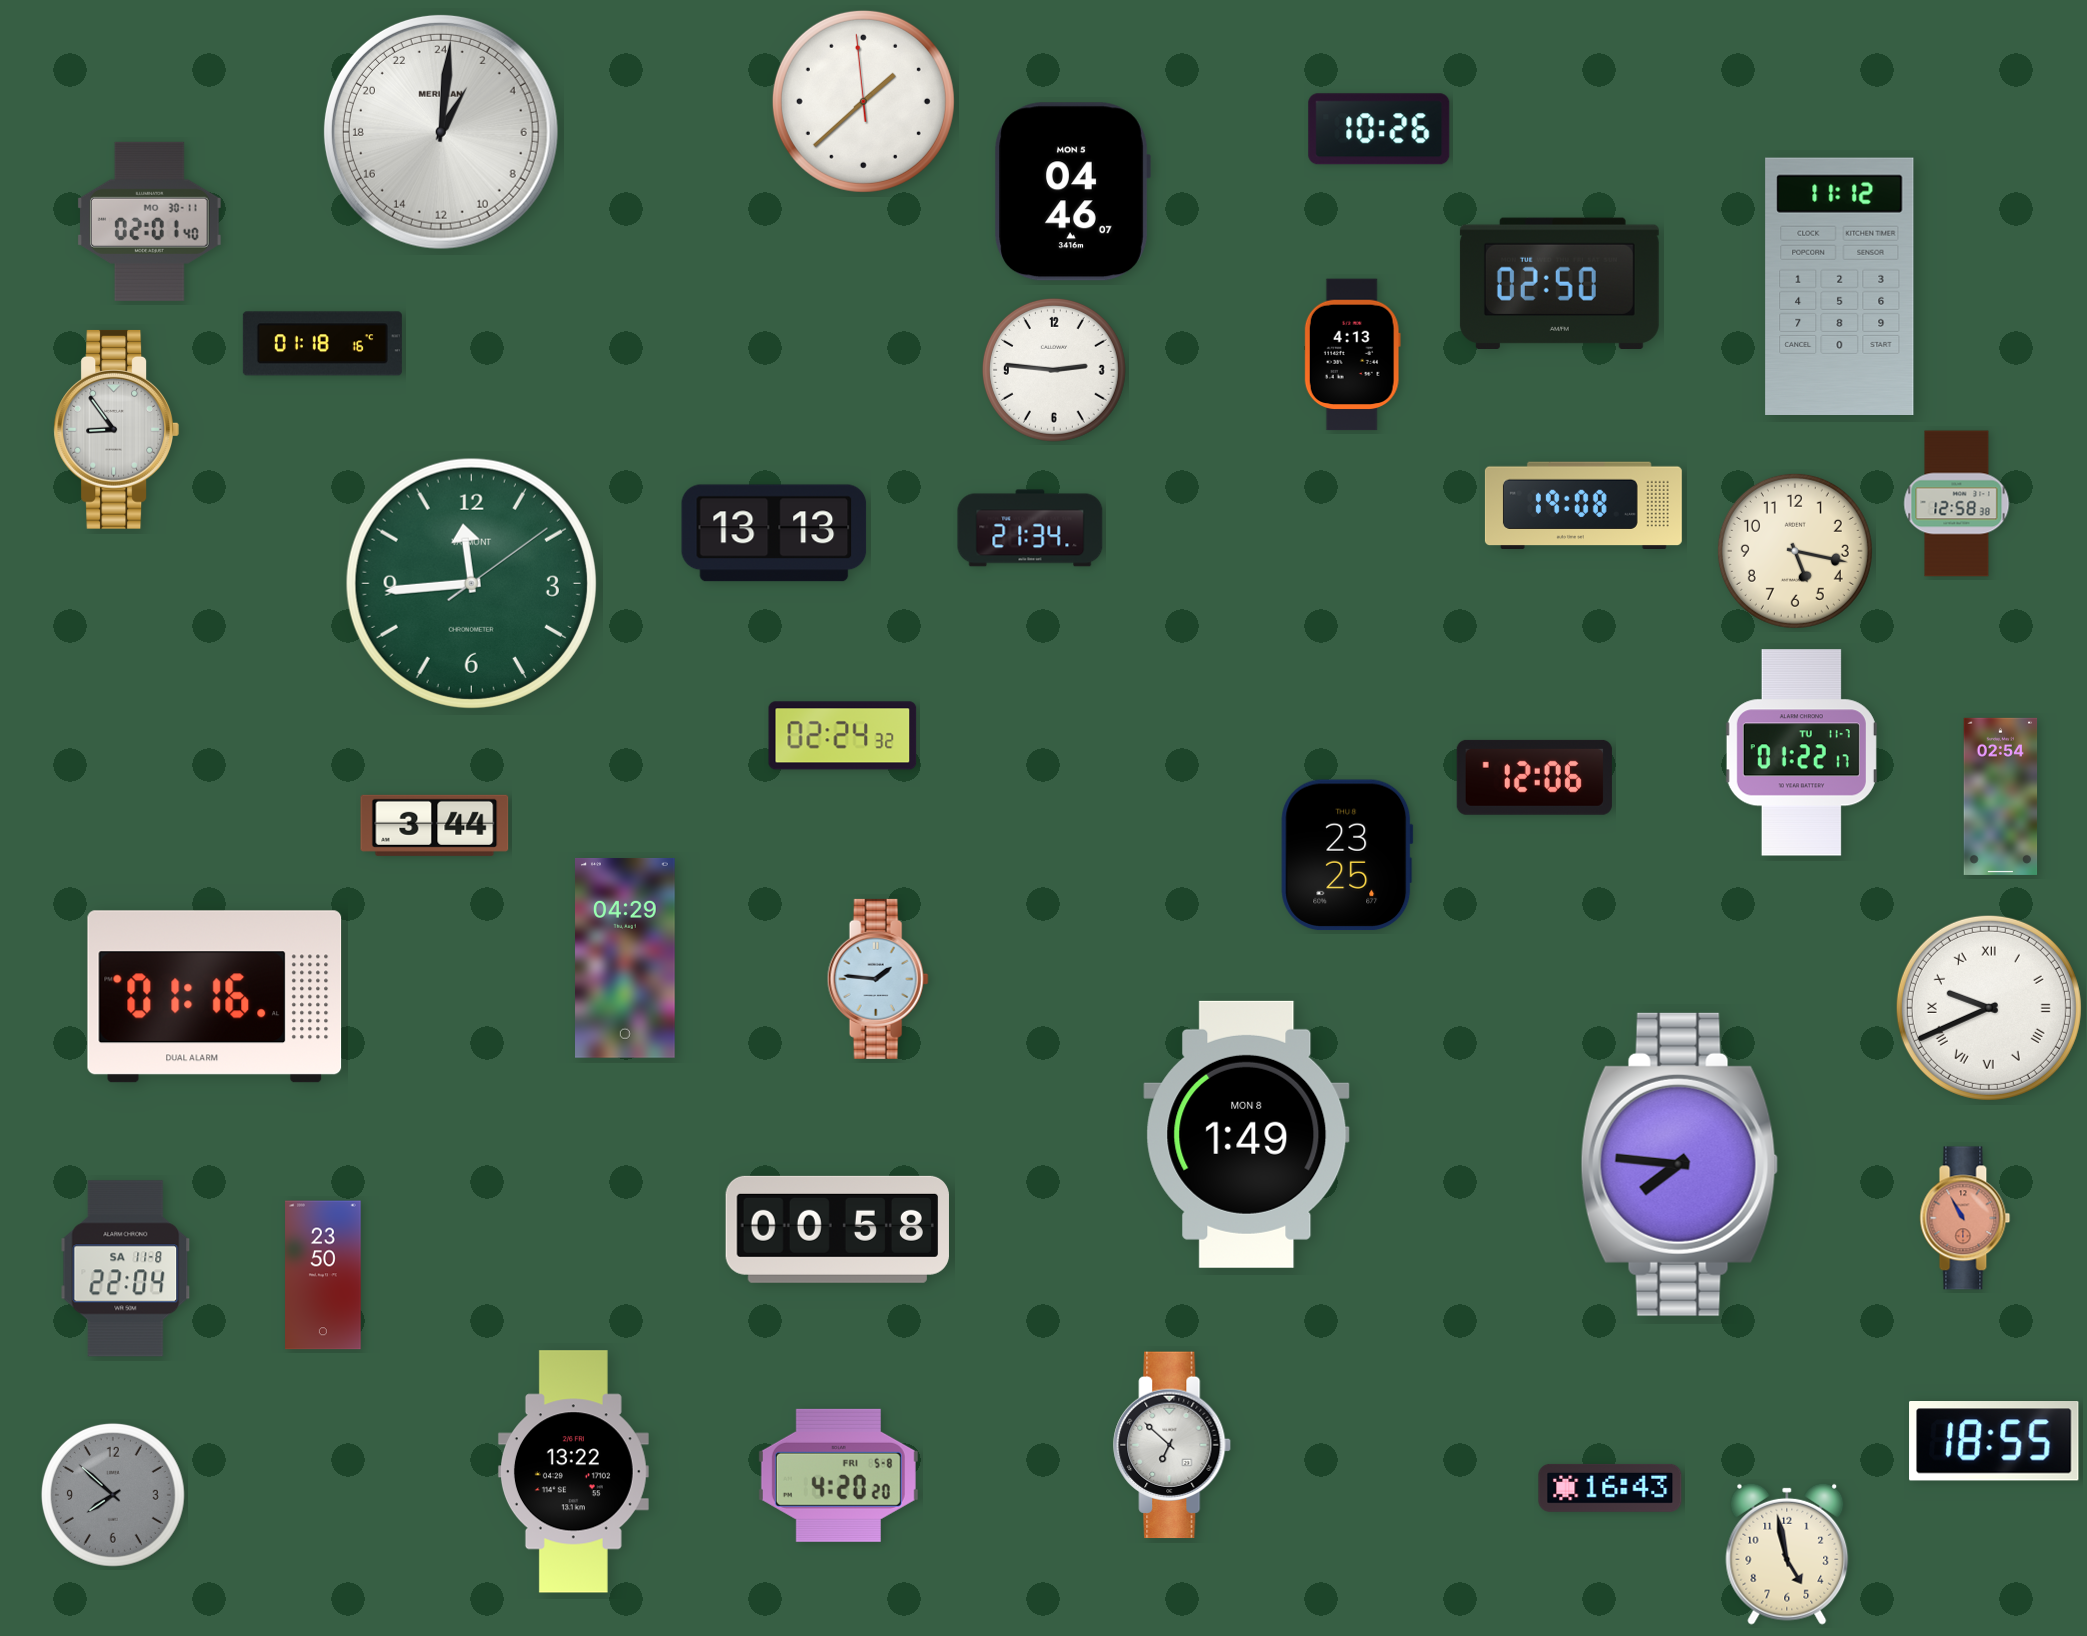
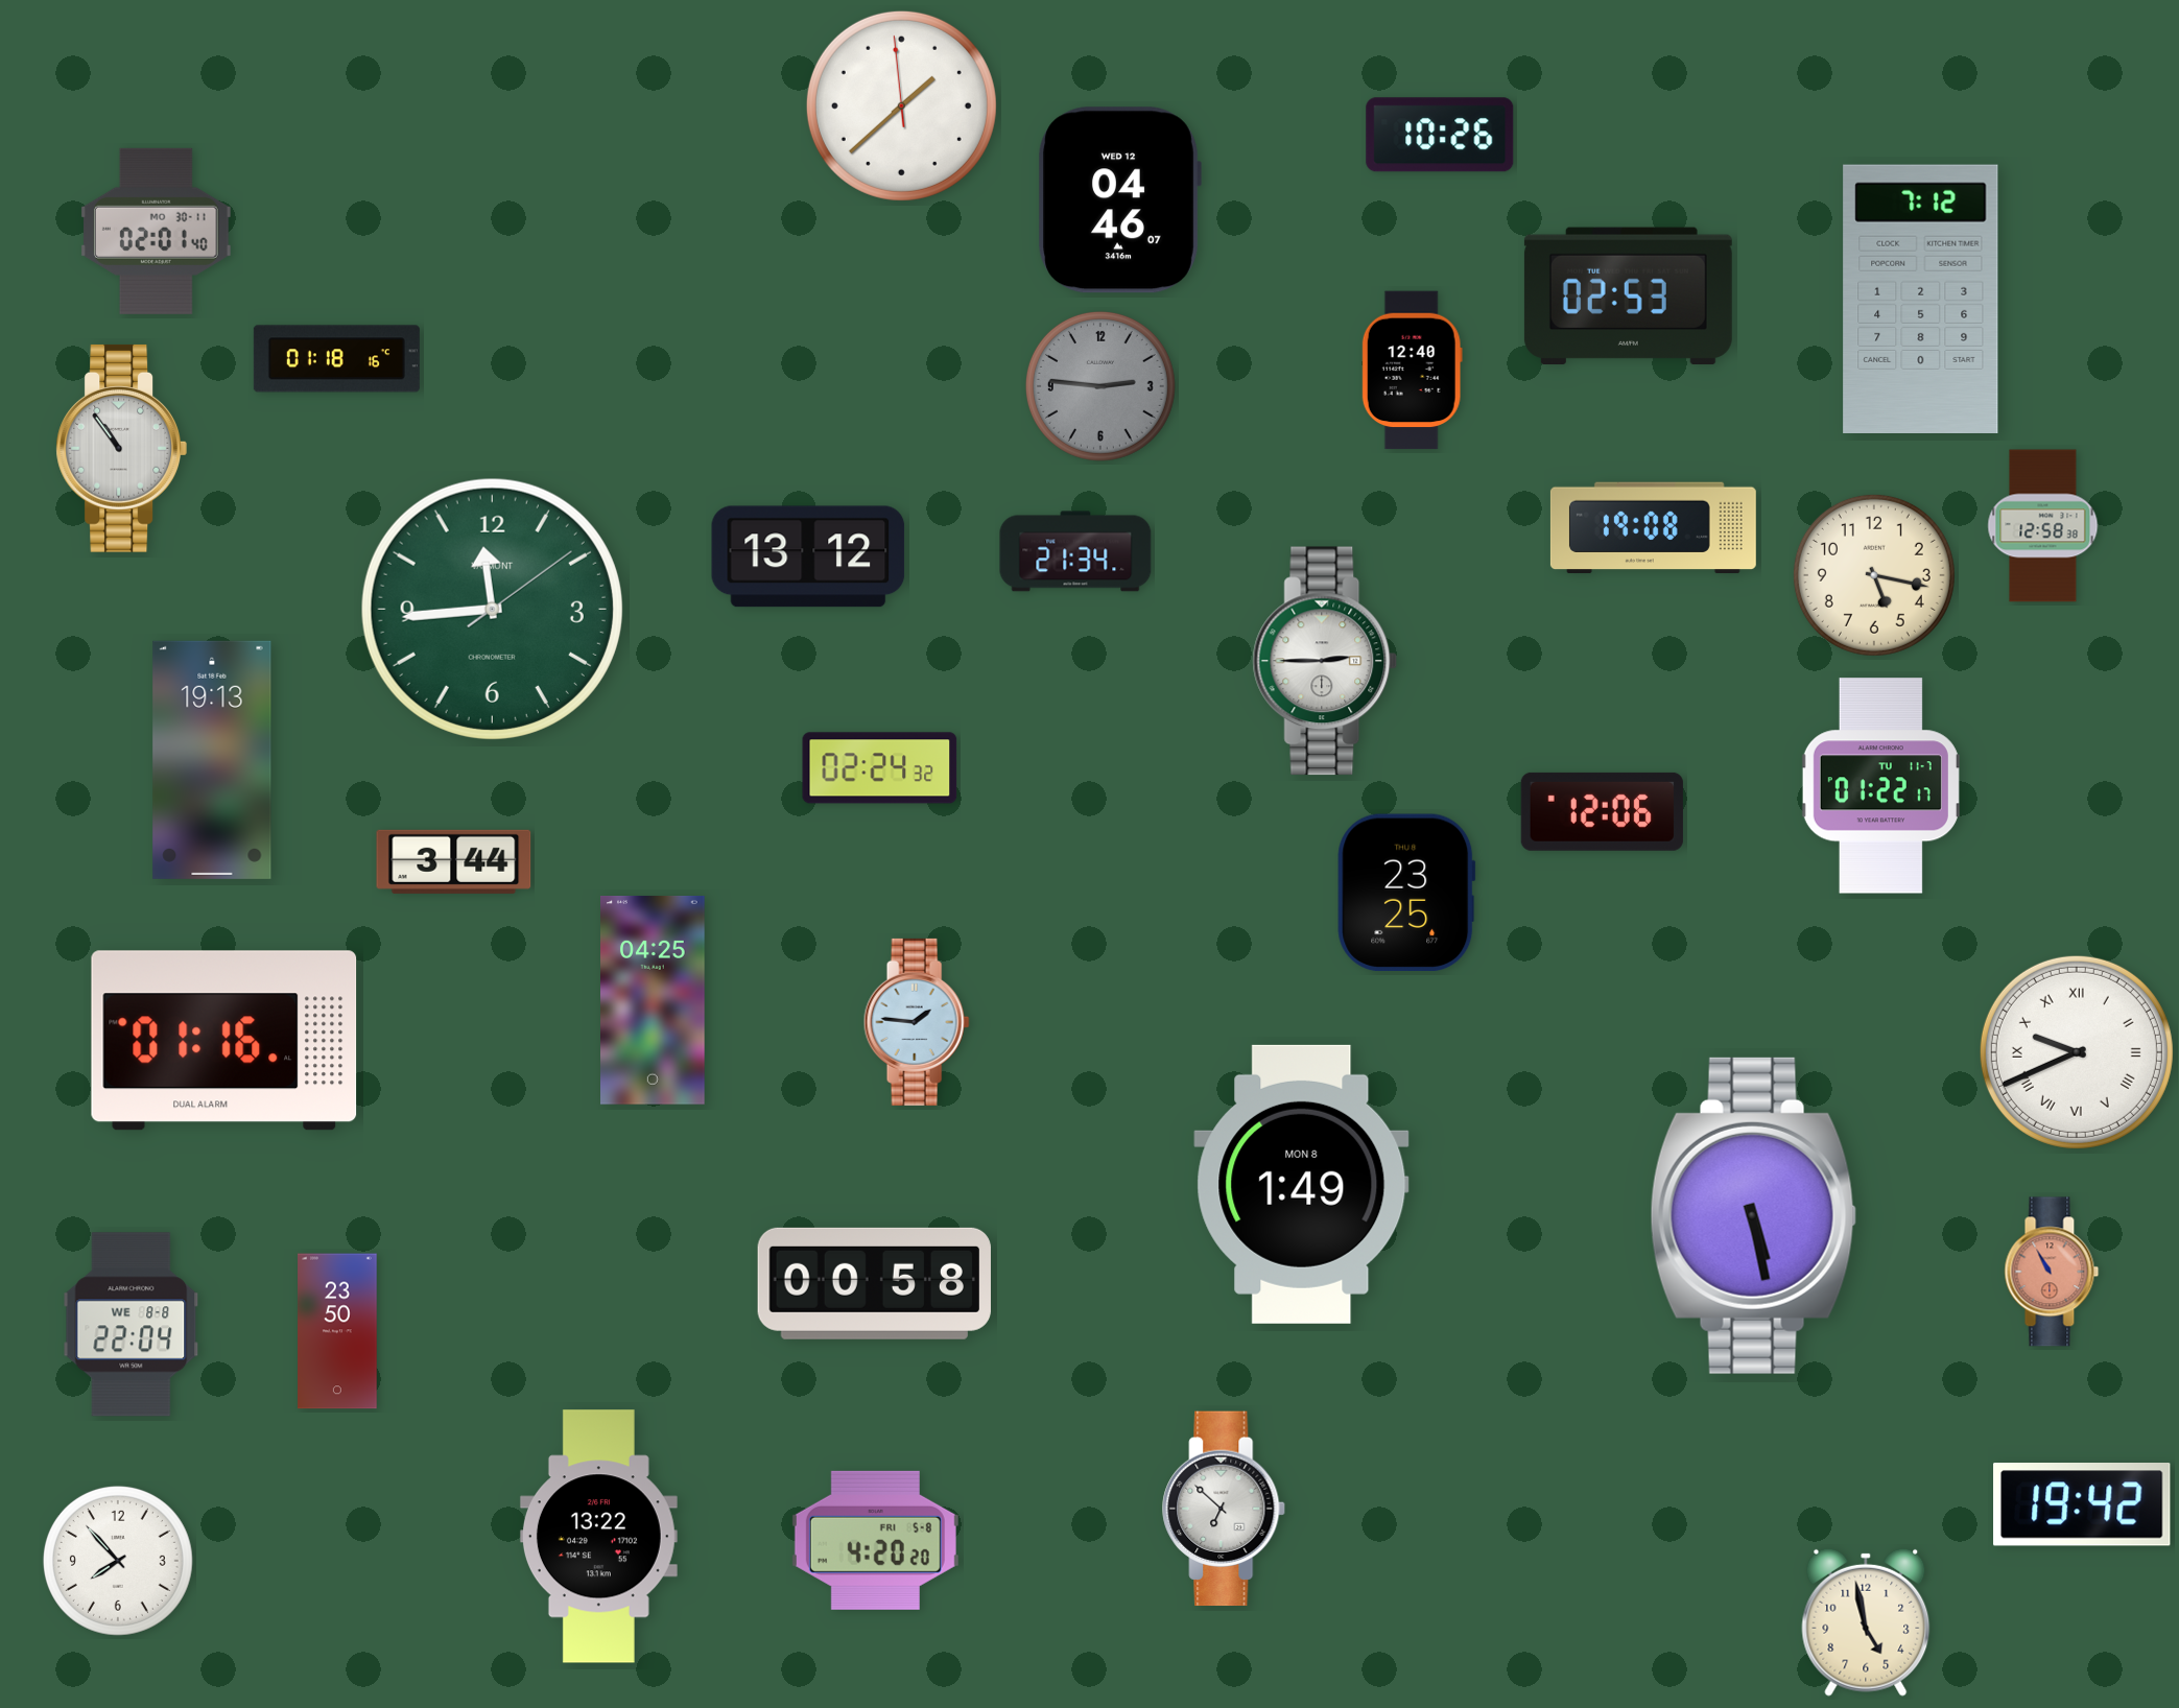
clock at (441, 132): 2:01 -> none
clock at (1072, 192) date: MON 5 -> WED 12
clock at (1559, 283): 02:50 -> 02:53
clock at (1840, 286): 11:12 -> 7:12
clock at (1352, 355): 4:13 -> 12:40
clock at (1054, 370) dial: white -> grey
clock at (116, 429): 8:54 -> 10:54
clock at (774, 533): 13:13 -> 13:12
clock at (1325, 661): none -> 2:45
clock at (212, 760): none -> 19:13
clock at (2001, 796): 02:54 -> none
clock at (626, 959): 04:29 -> 04:25
clock at (1679, 1164): 7:46 -> 5:28
clock at (126, 1269) date: SA 11-8 -> WE 8-8
clock at (1995, 1442): 18:55 -> 19:42
clock at (1610, 1488): 16:43 -> none
clock at (113, 1495): 7:52 -> 7:53
clock at (113, 1495) dial: grey -> white
